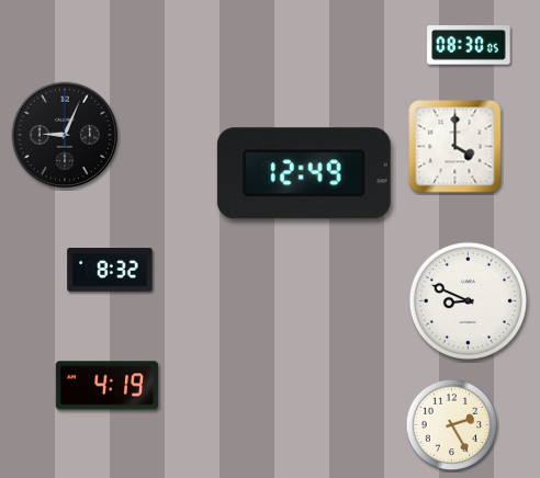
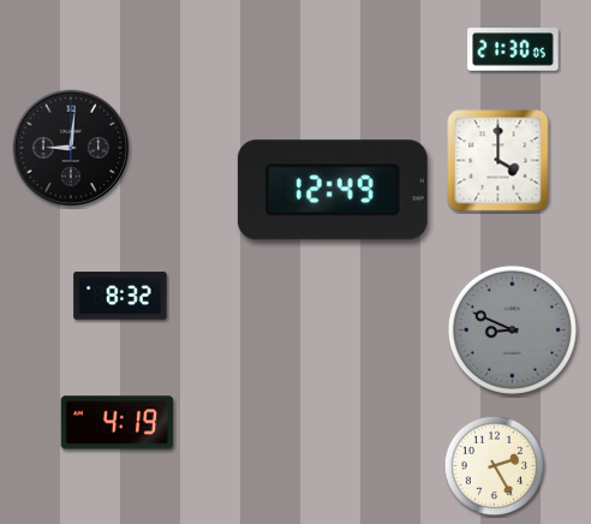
clock at (469, 45): 08:30 -> 21:30
clock at (65, 135): 9:04 -> 9:01
clock at (468, 300) dial: white -> grey
